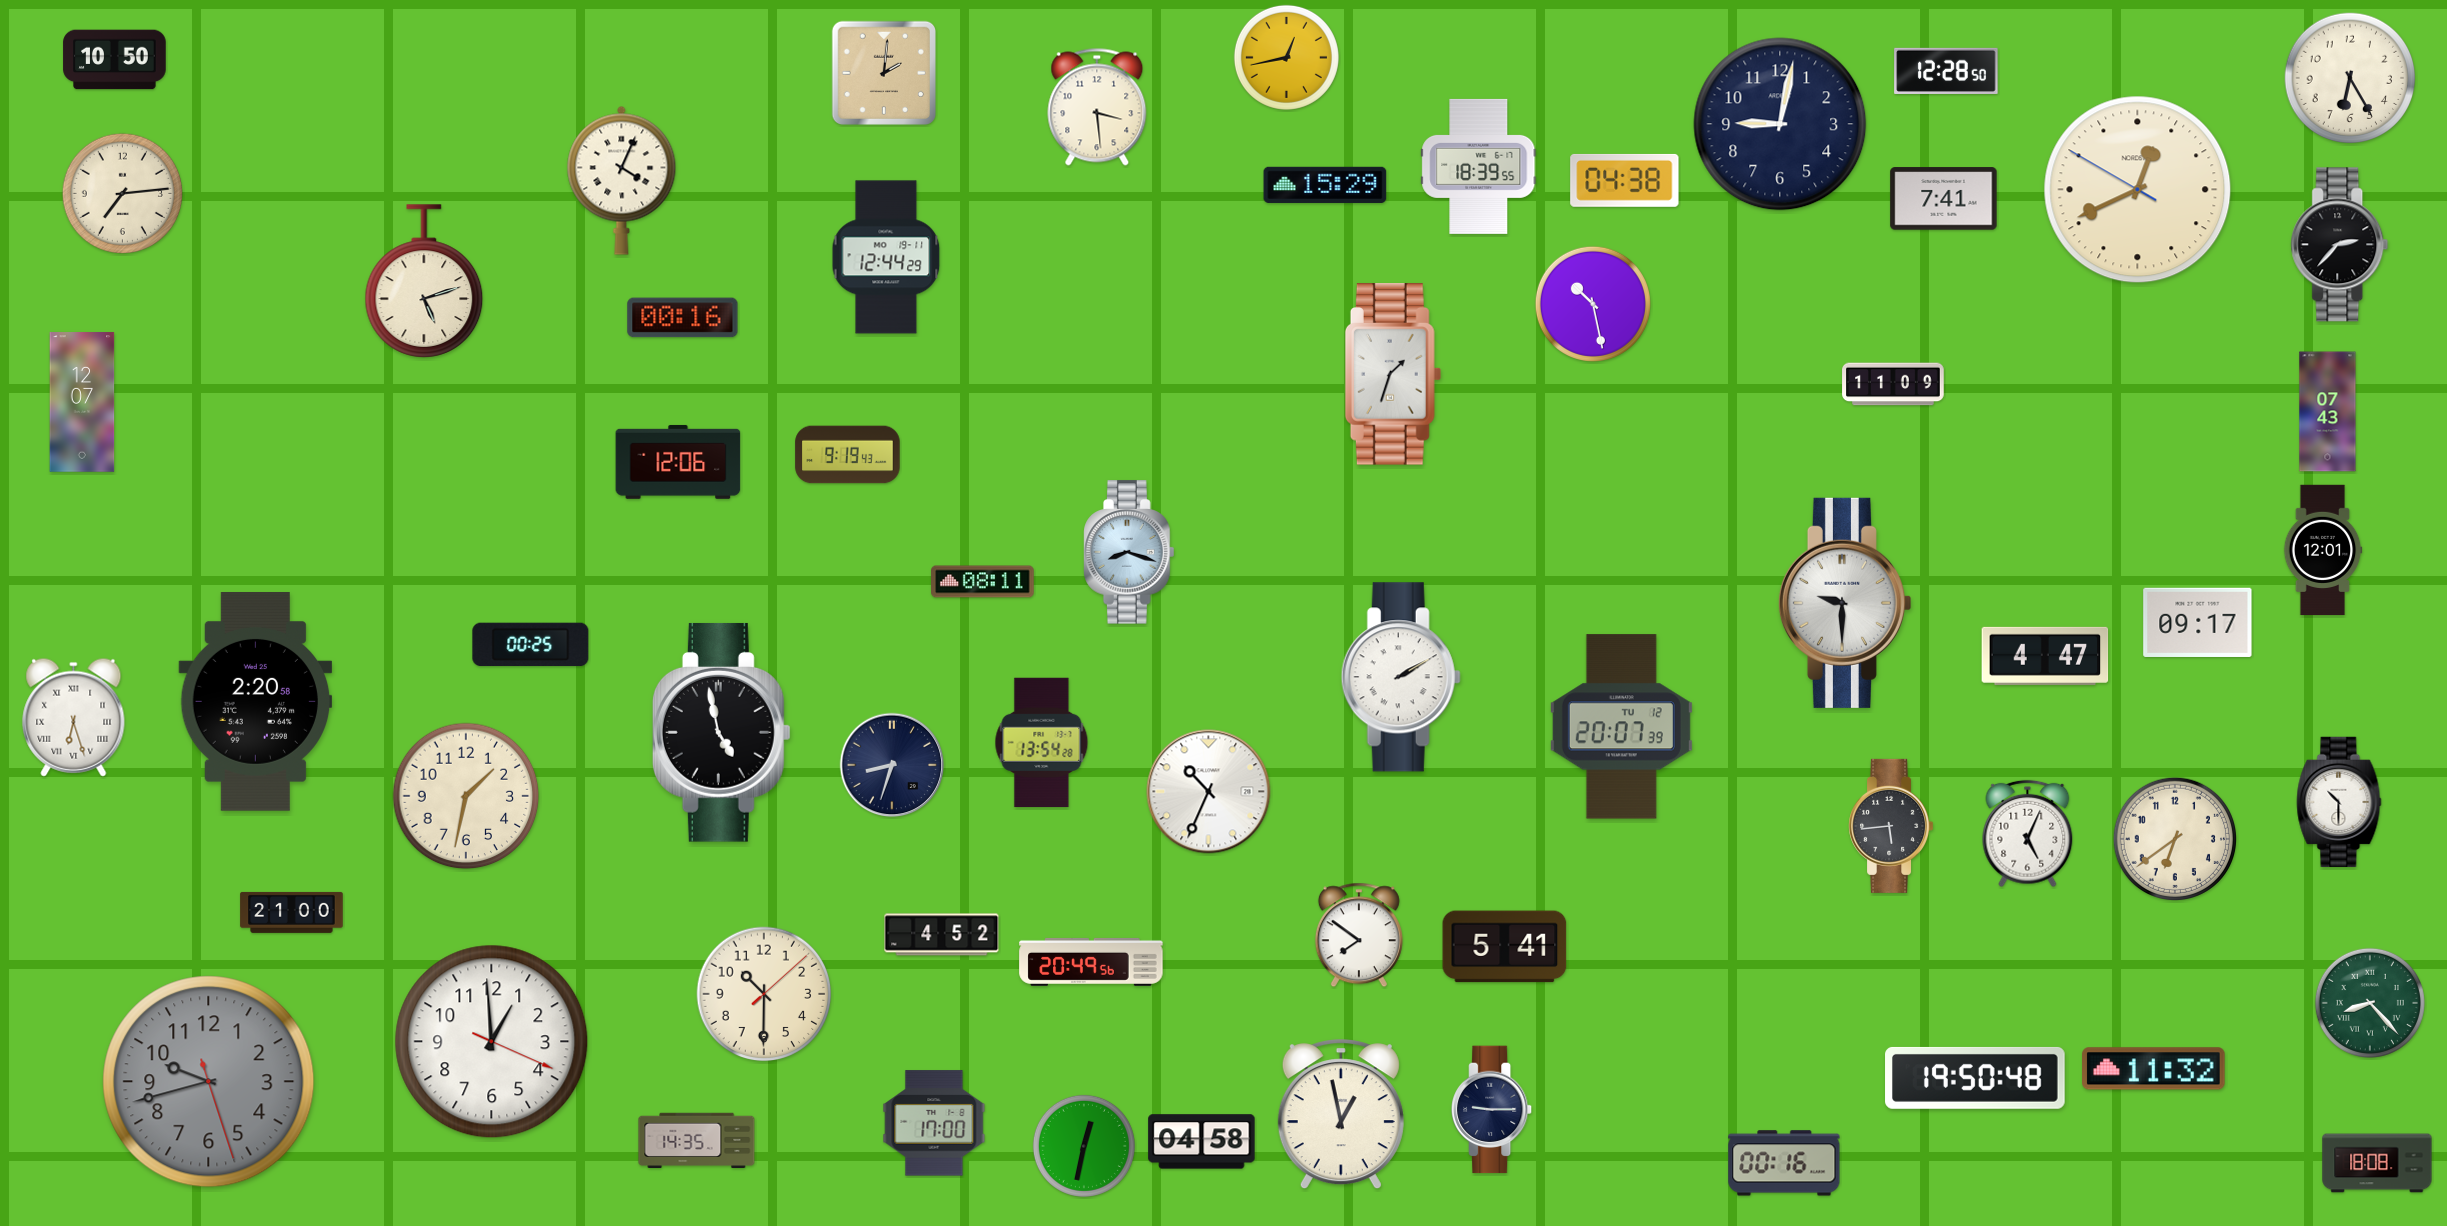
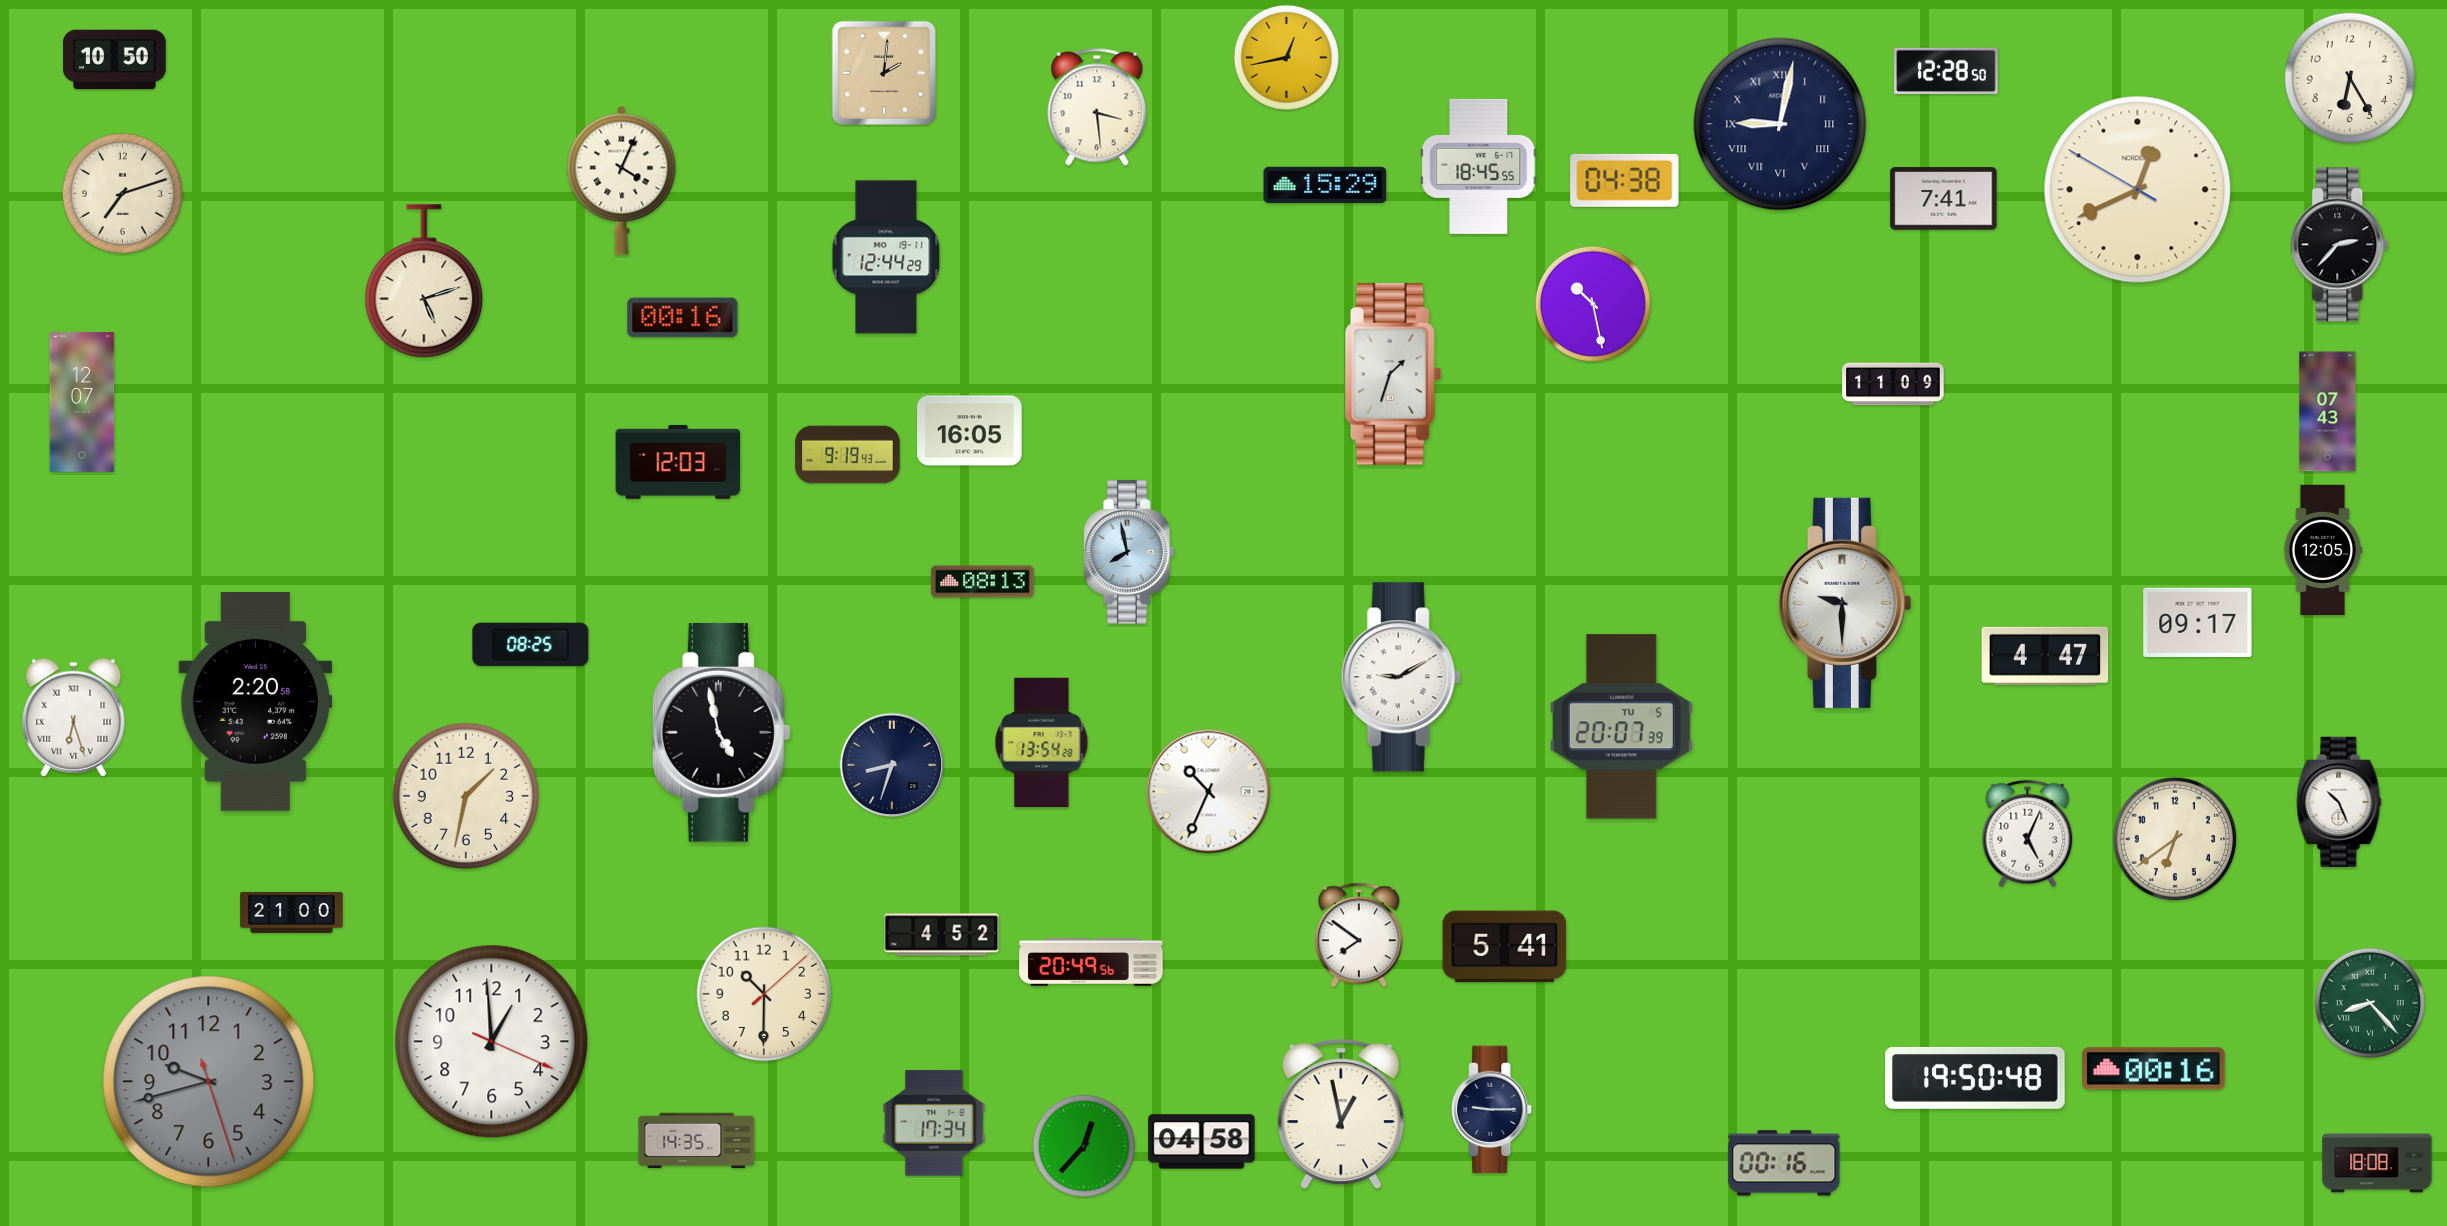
clock at (1780, 124) numerals: Arabic -> Roman
clock at (1479, 166): 18:39 -> 18:45
clock at (122, 193): 7:14 -> 7:12
clock at (970, 431): none -> 16:05
clock at (678, 462): 12:06 -> 12:03
clock at (2323, 550): 12:01 -> 12:05
clock at (1129, 552): 8:18 -> 7:58
clock at (983, 582): 08:11 -> 08:13
clock at (531, 645): 00:25 -> 08:25
clock at (1401, 677): 2:10 -> 9:10
clock at (1621, 727) date: TU 12 -> TU 5
clock at (2339, 801): 10:30 -> 10:26
clock at (1891, 826): 5:44 -> none
clock at (2154, 1069): 11:32 -> 00:16
clock at (934, 1123): 17:00 -> 17:34
clock at (1084, 1146): 12:32 -> 12:37
